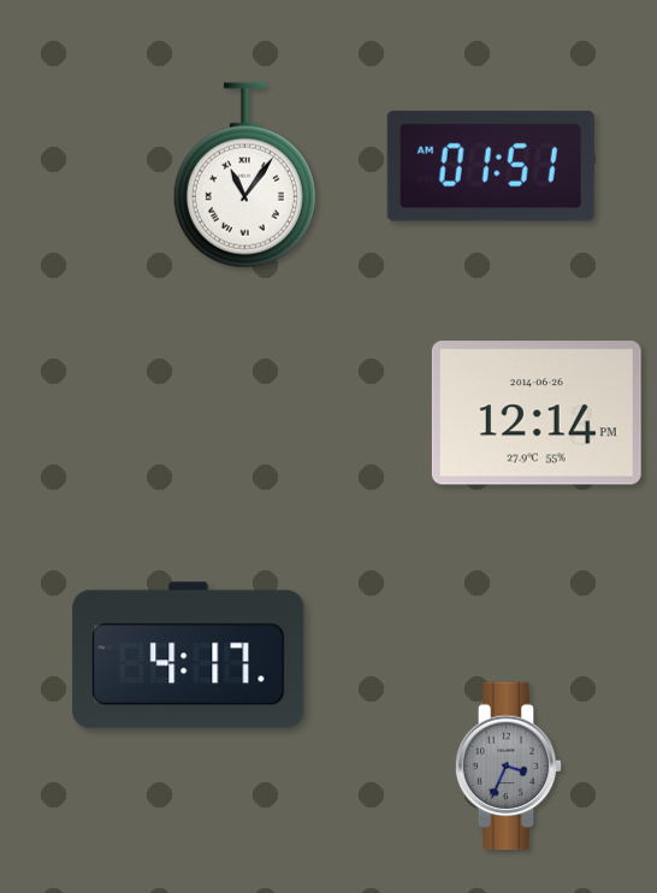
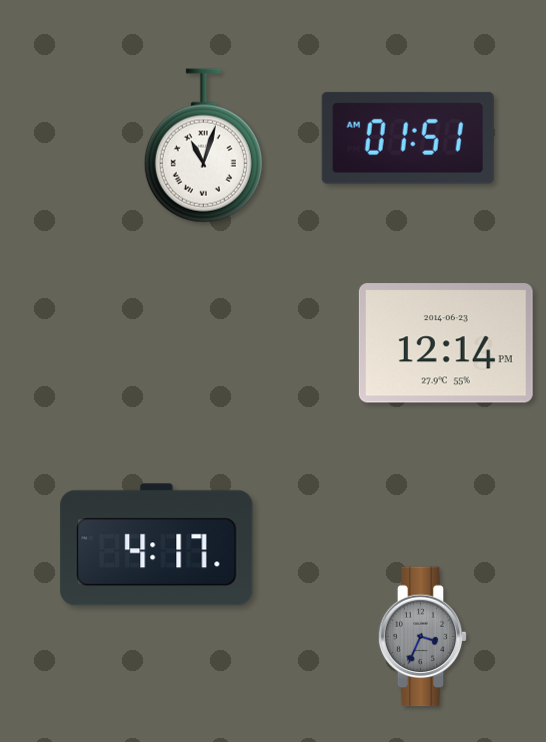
clock at (244, 176): 11:06 -> 11:03
clock at (537, 413) date: 2014-06-26 -> 2014-06-23
